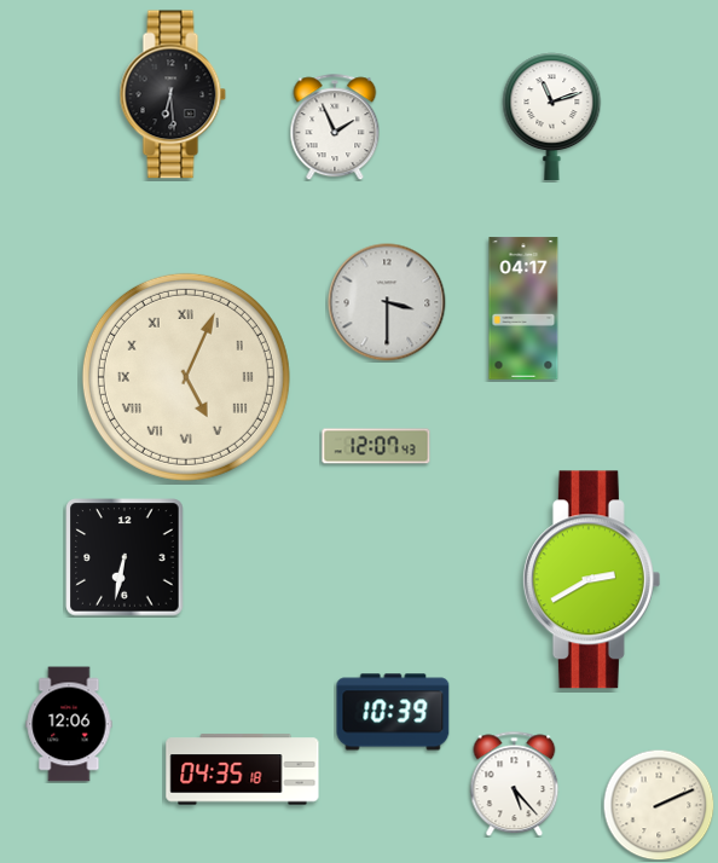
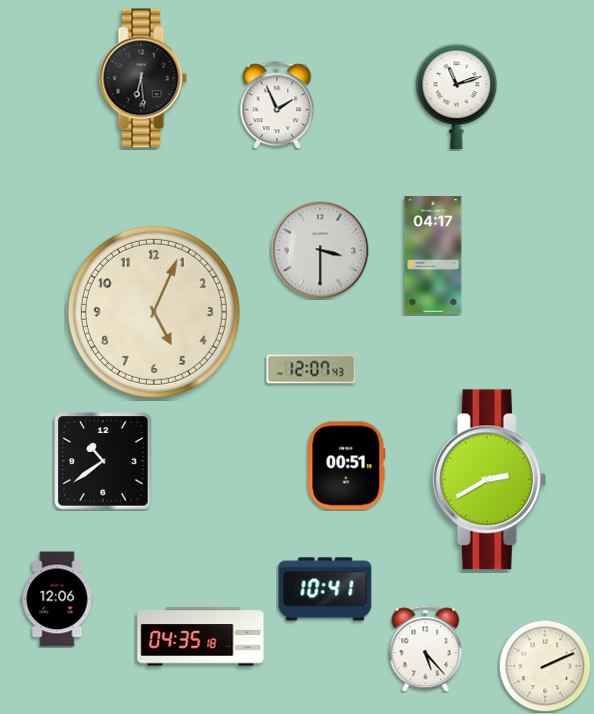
clock at (186, 377) numerals: Roman -> Arabic
clock at (125, 557): 6:32 -> 10:39
clock at (347, 466): none -> 00:51
clock at (393, 712): 10:39 -> 10:41
